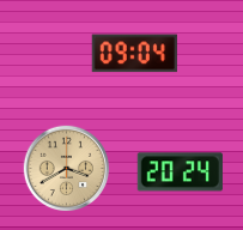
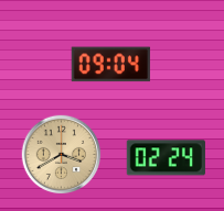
clock at (134, 54) position: (134, 54) -> (110, 65)
clock at (180, 172): 20:24 -> 02:24
